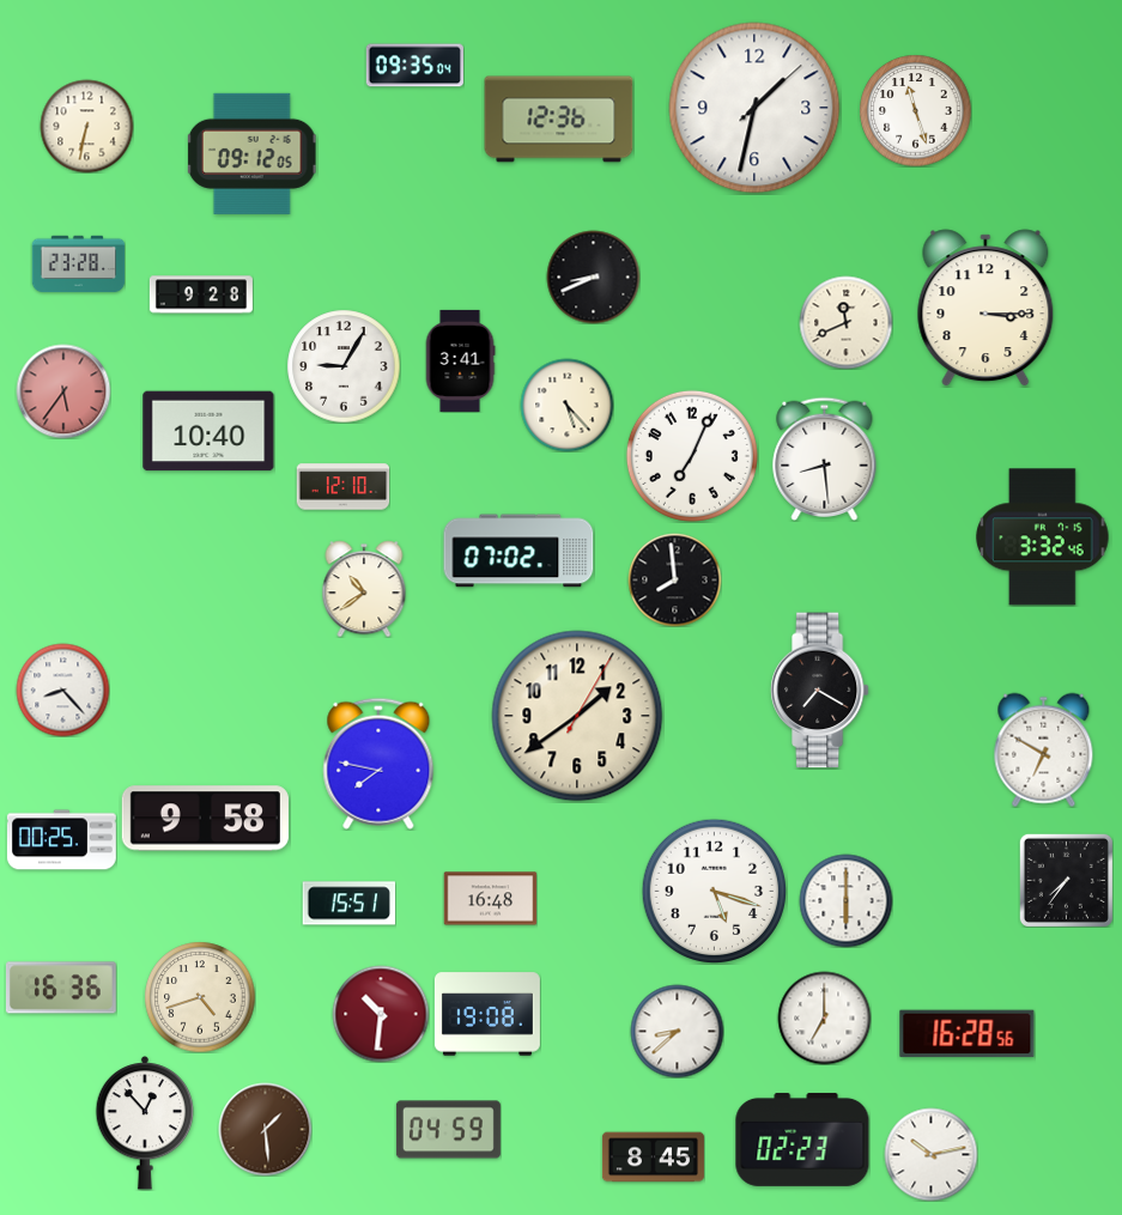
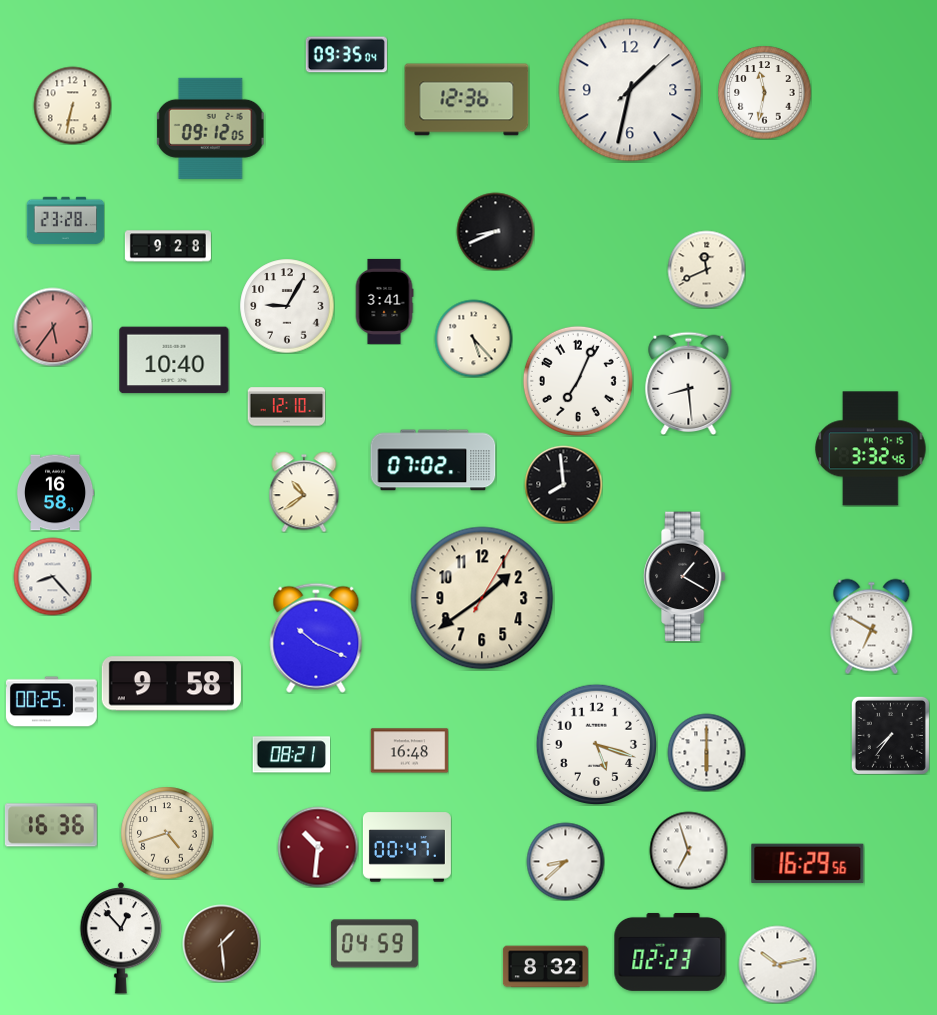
clock at (915, 110): 11:27 -> 11:32
clock at (985, 308): 3:15 -> none
clock at (55, 493): none -> 16:58
clock at (819, 691): 7:20 -> 1:20
clock at (378, 764): 7:47 -> 10:19
clock at (348, 904): 15:51 -> 08:21
clock at (487, 1014): 19:08 -> 00:47
clock at (824, 1017): 7:00 -> 6:57
clock at (968, 1034): 16:28 -> 16:29
clock at (653, 1158): 8:45 -> 8:32
